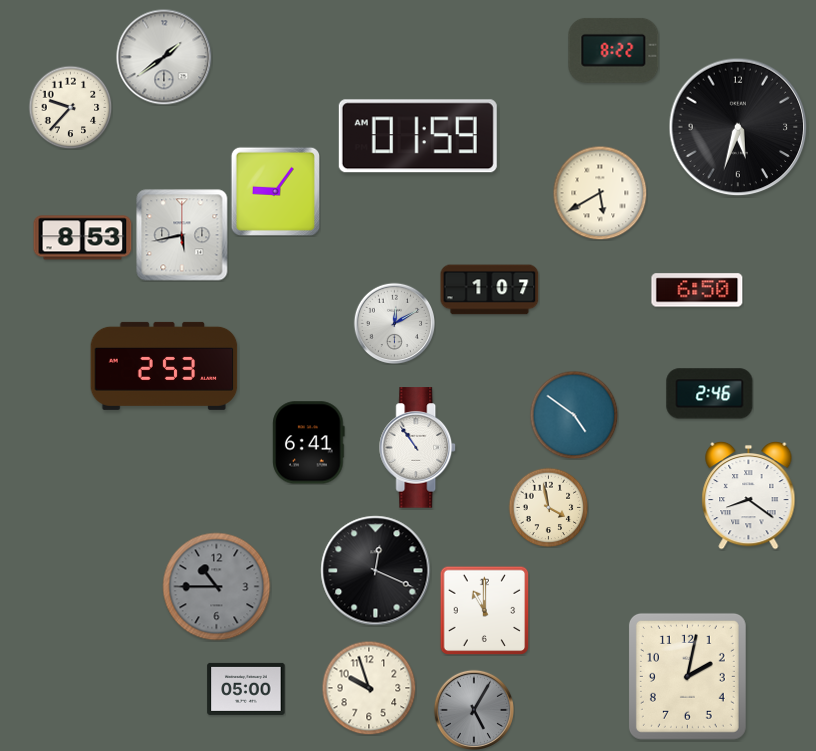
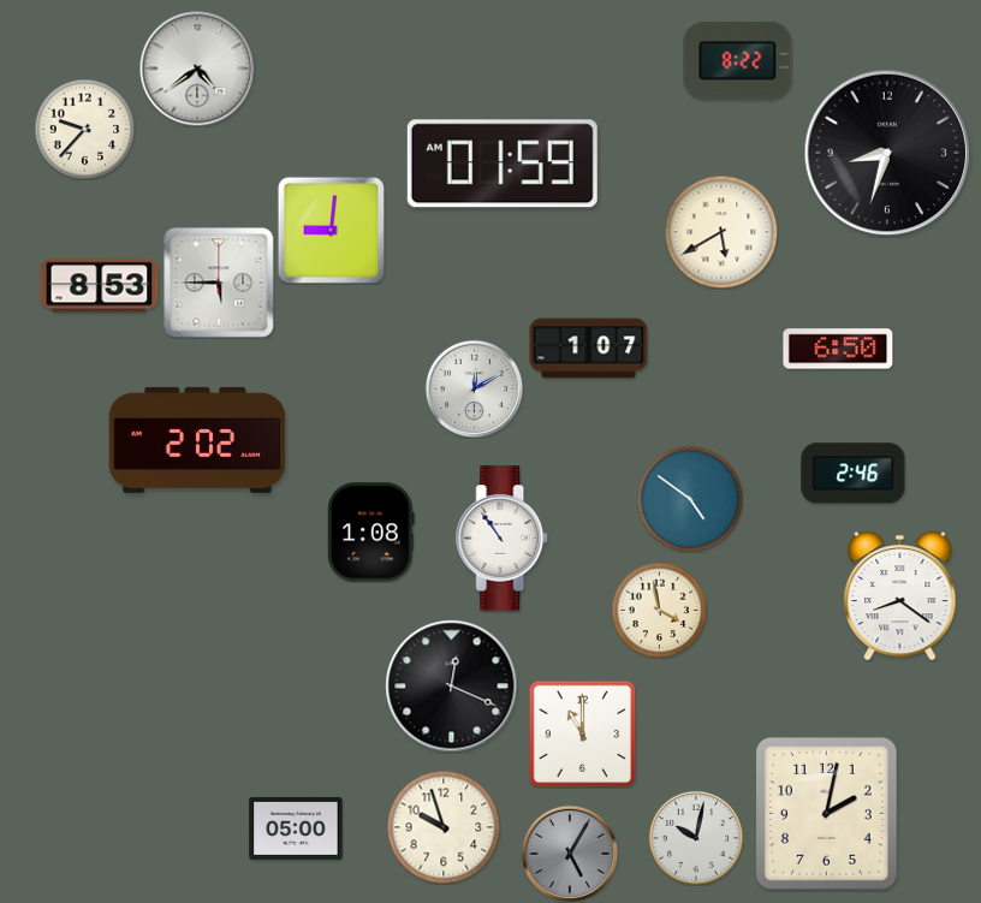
clock at (164, 57): 1:39 -> 4:39
clock at (738, 127): 5:33 -> 8:33
clock at (275, 191): 9:06 -> 9:01
clock at (182, 235): 5:43 -> 5:45
clock at (164, 366): 2:53 -> 2:02
clock at (309, 443): 6:41 -> 1:08
clock at (217, 587): 10:45 -> none
clock at (696, 838): none -> 10:02
